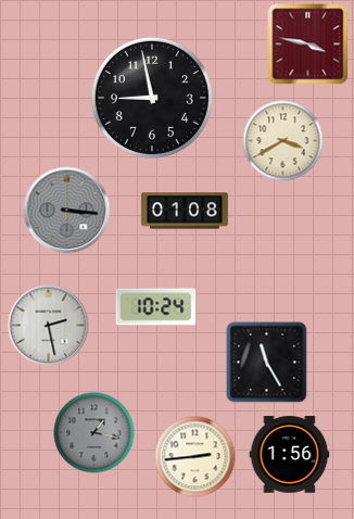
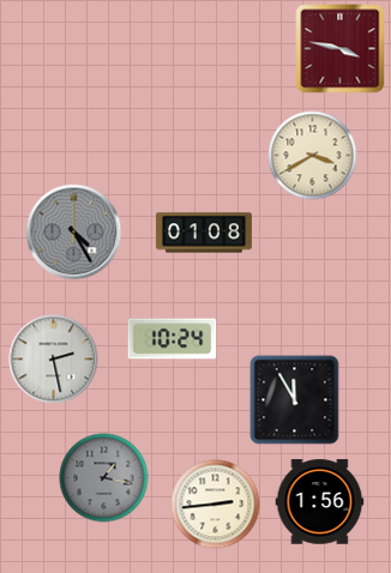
clock at (152, 98): 8:58 -> none
clock at (67, 211): 3:16 -> 4:25
clock at (267, 363): 11:25 -> 11:55
